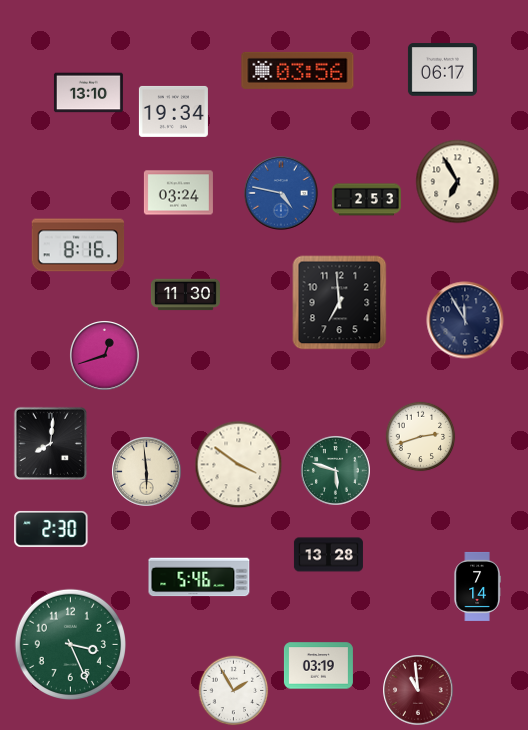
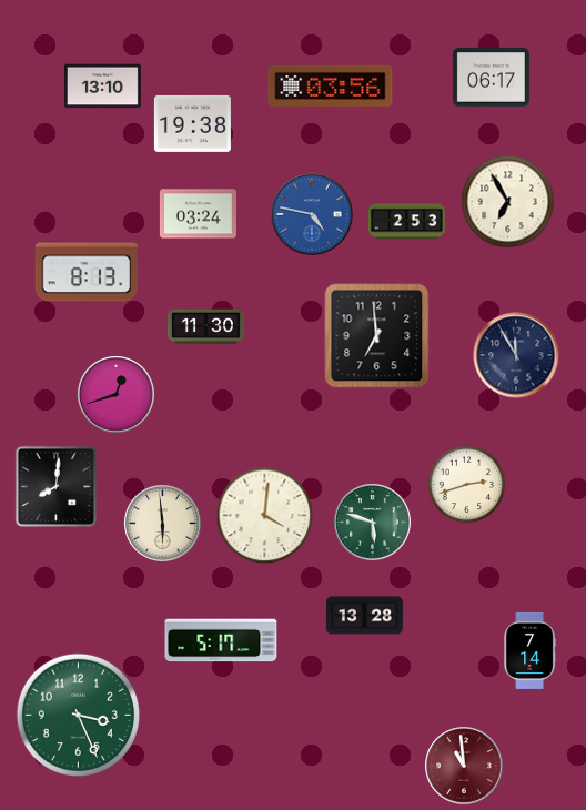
clock at (298, 70) position: (298, 70) -> (331, 85)
clock at (88, 93) position: (88, 93) -> (102, 87)
clock at (173, 111): 19:34 -> 19:38
clock at (78, 245): 8:16 -> 8:13
clock at (50, 443) position: (50, 443) -> (55, 486)
clock at (239, 465): 3:51 -> 4:01
clock at (51, 529): 2:30 -> none
clock at (199, 577): 5:46 -> 5:17
clock at (318, 666): 03:19 -> none
clock at (234, 691): 1:55 -> none
